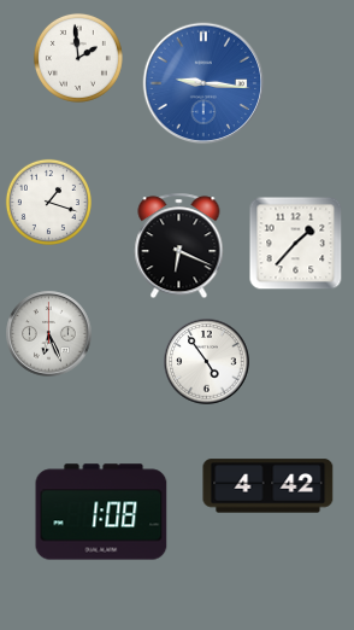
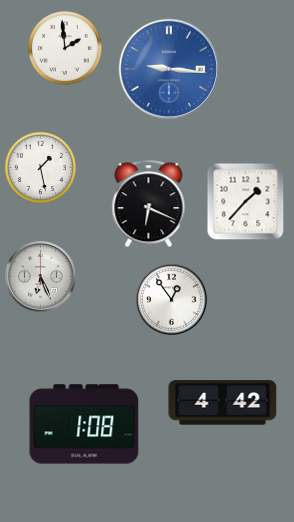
clock at (48, 202): 1:18 -> 1:28
clock at (207, 362): 4:54 -> 12:54
